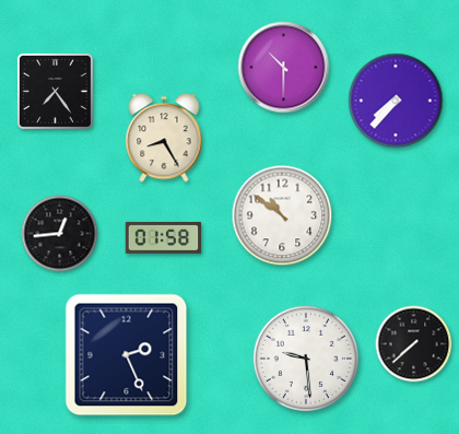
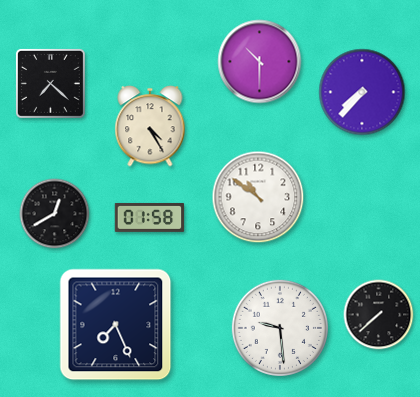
clock at (55, 91): 7:24 -> 7:22
clock at (164, 138): 8:25 -> 4:25
clock at (60, 234): 12:44 -> 12:40
clock at (127, 355): 2:26 -> 7:26
